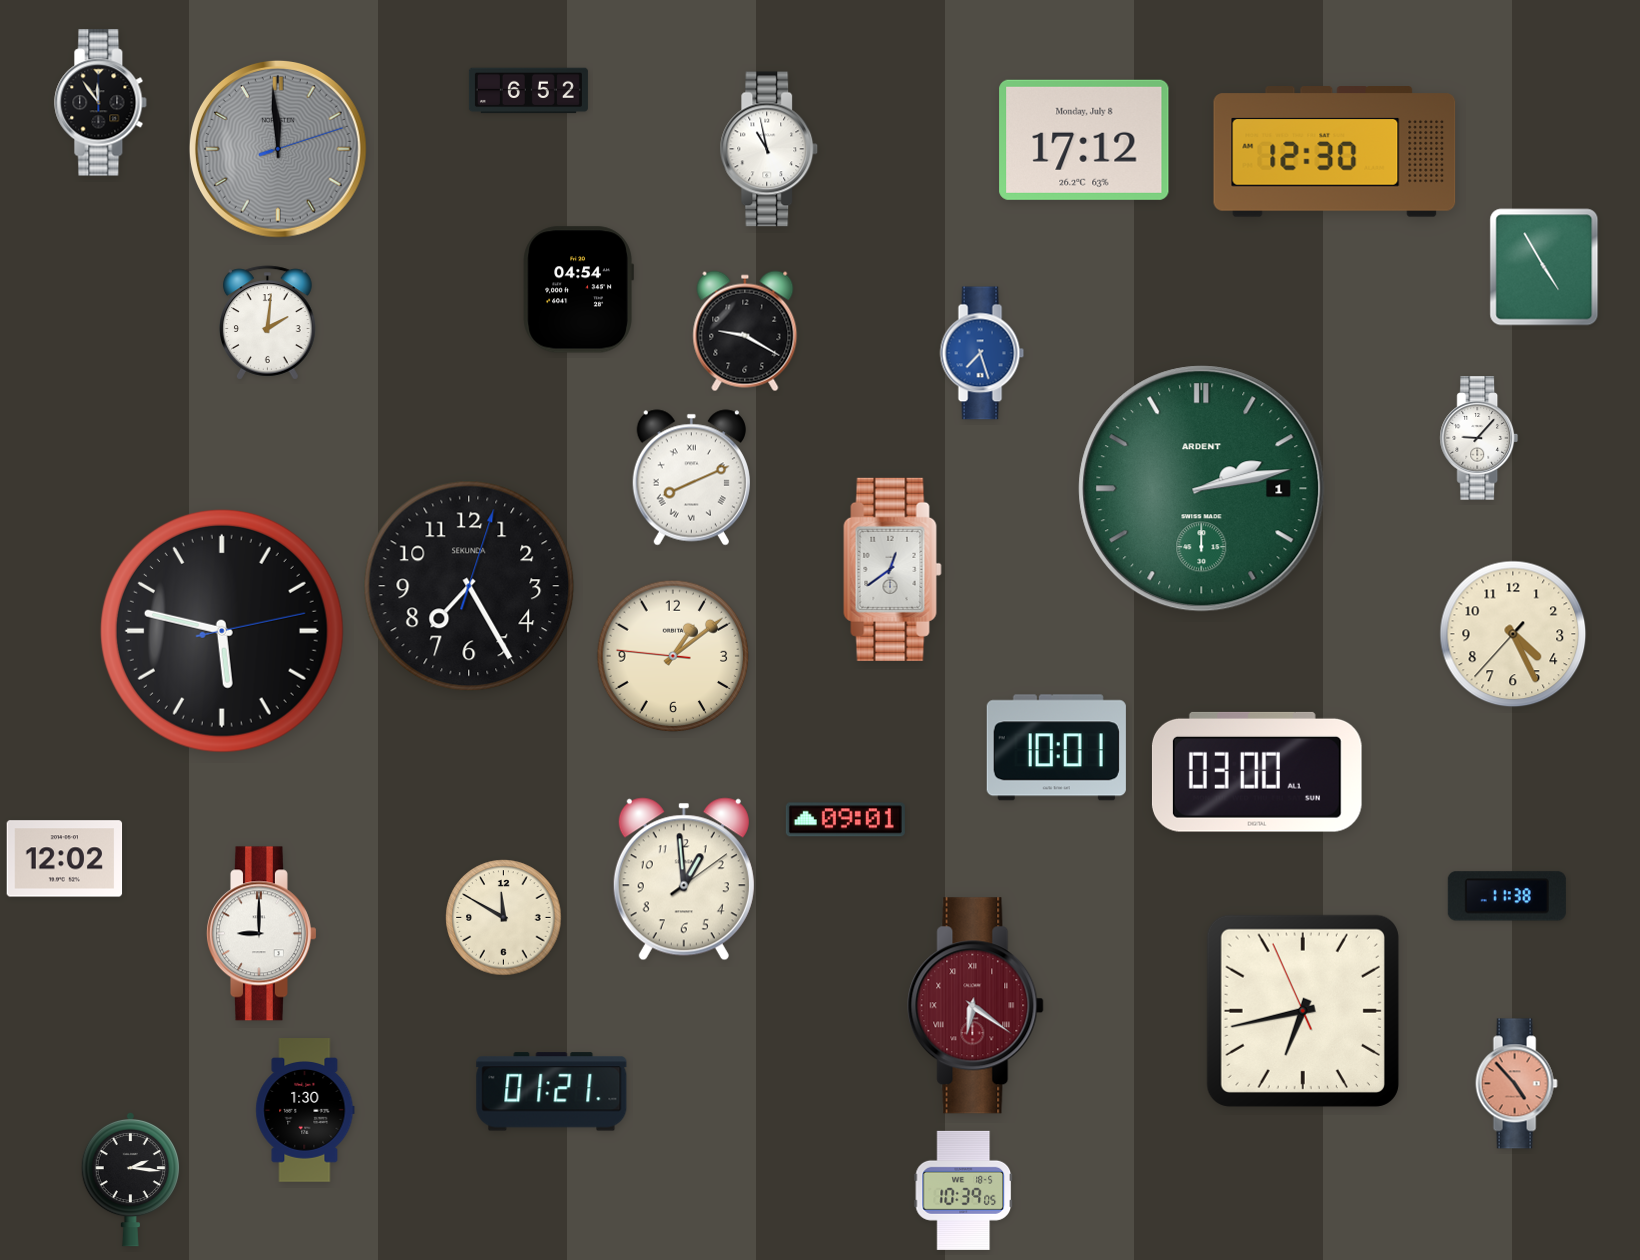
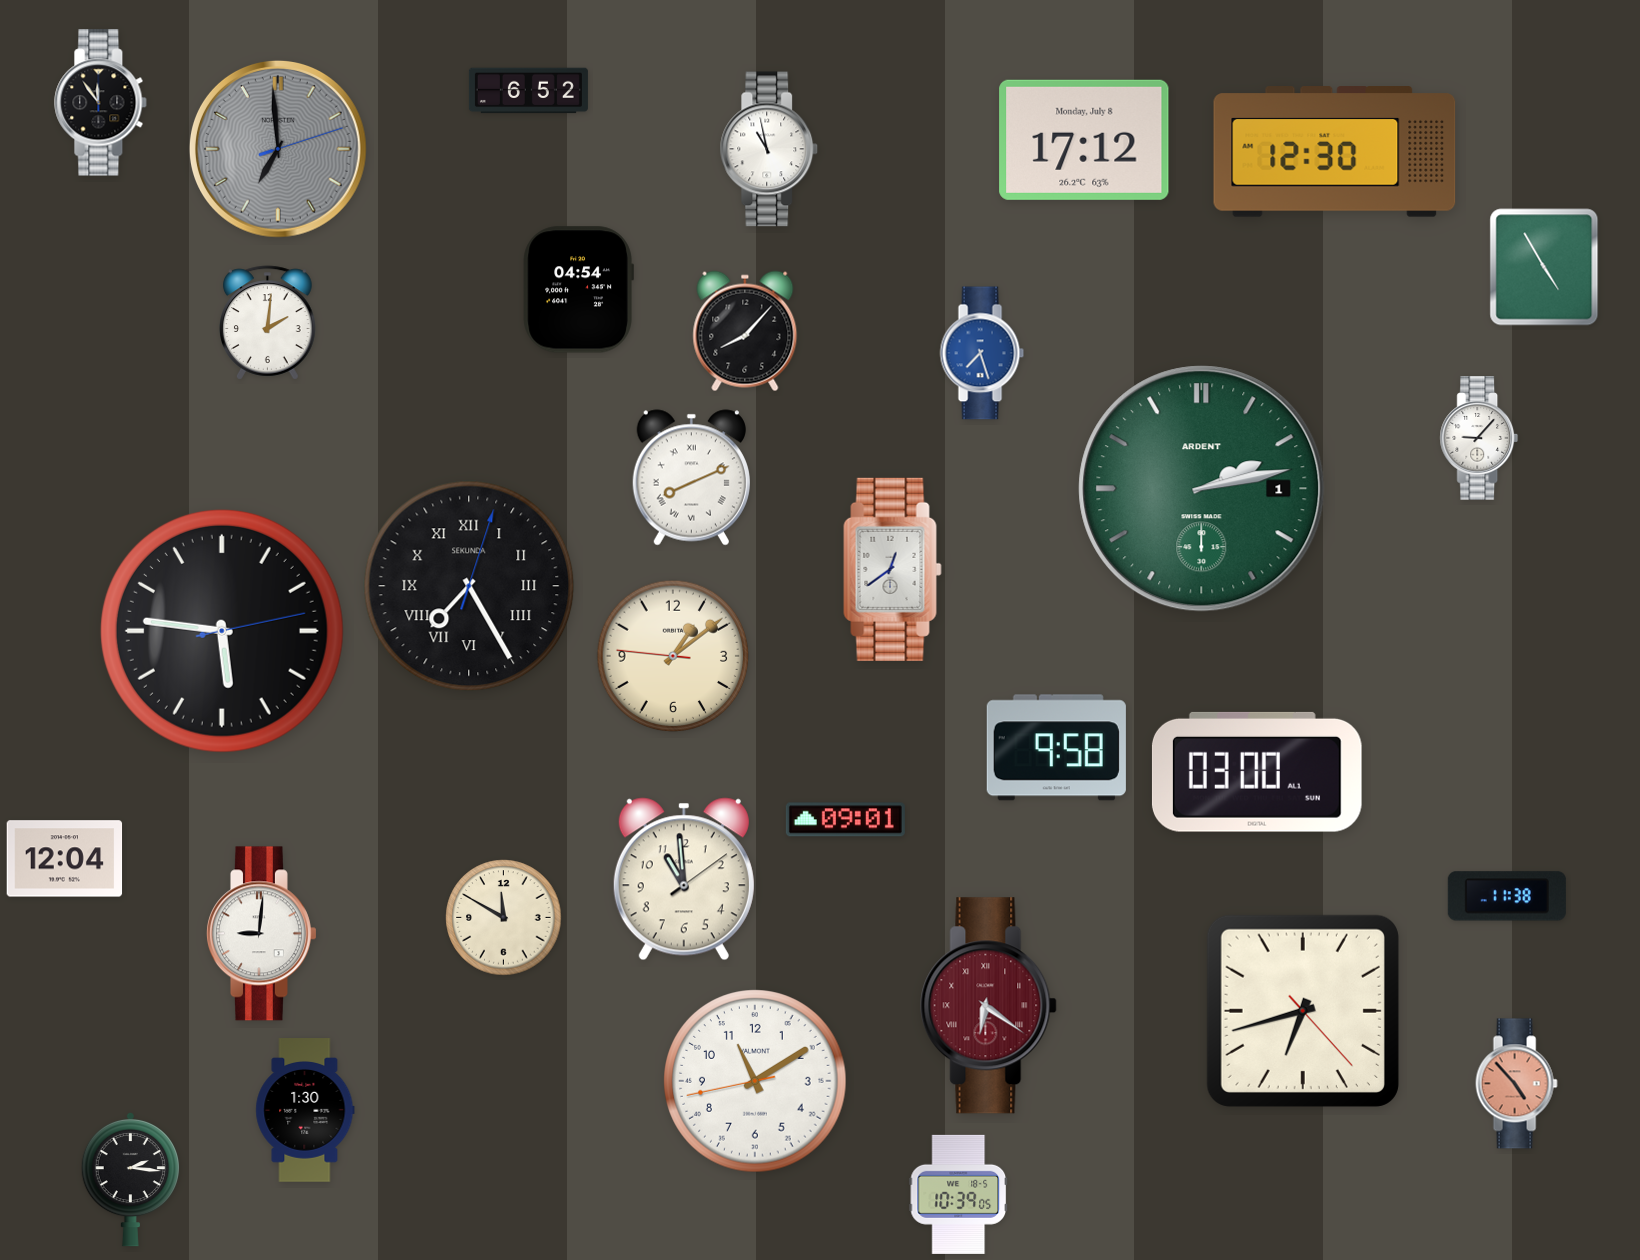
clock at (278, 149): 11:59 -> 6:59
clock at (745, 331): 9:20 -> 8:07
clock at (469, 586) numerals: Arabic -> Roman
clock at (222, 631): 5:47 -> 5:46
clock at (1513, 634): 4:25 -> none
clock at (1056, 748): 10:01 -> 9:58
clock at (65, 859): 12:02 -> 12:04
clock at (684, 879): 12:59 -> 10:59
clock at (261, 934): 9:00 -> 9:01
clock at (976, 1006) position: (976, 1006) -> (989, 1006)
clock at (1303, 1011): 6:42:56 -> 6:42:23
clock at (755, 1081): none -> 11:09
clock at (552, 1092): 01:21 -> none
clock at (964, 1190) position: (964, 1190) -> (959, 1194)
